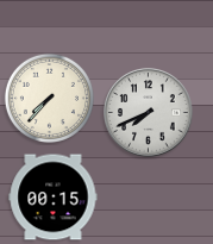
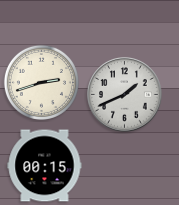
clock at (49, 98): 7:37 -> 2:42
clock at (149, 113): 7:41 -> 1:41
